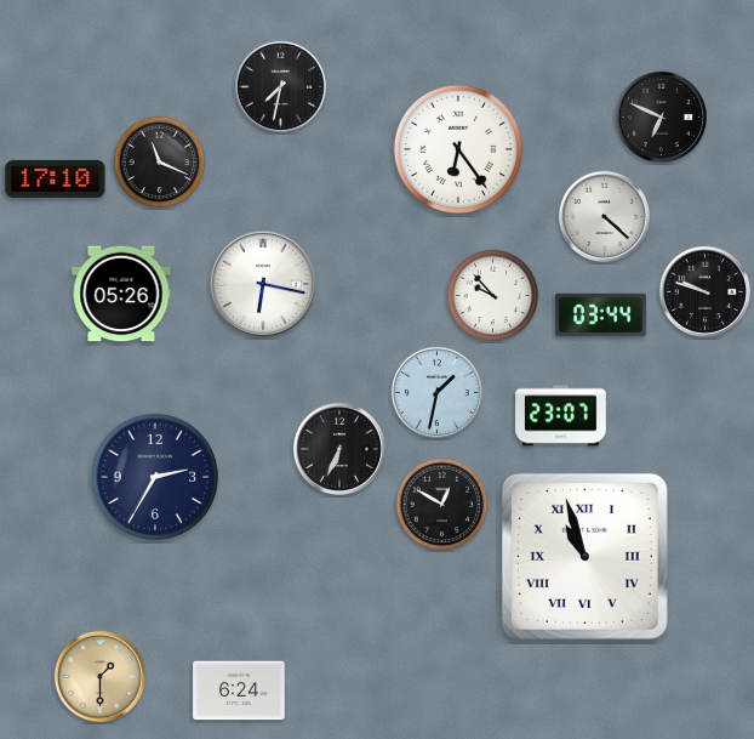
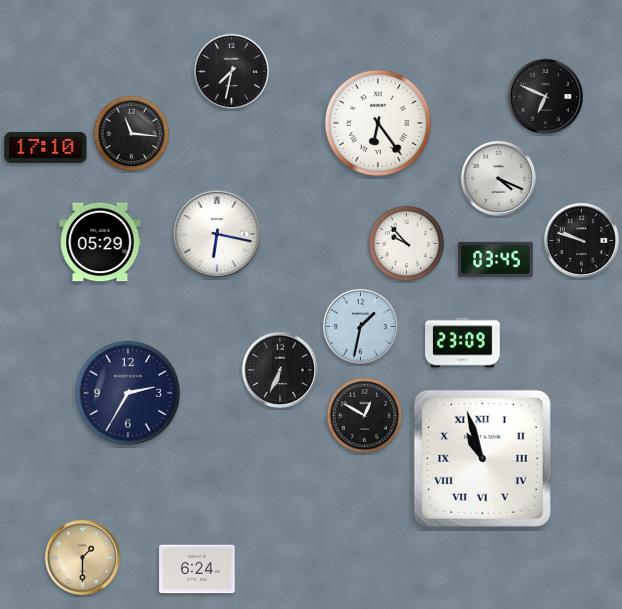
clock at (160, 163): 11:19 -> 11:16
clock at (604, 216): 4:22 -> 4:19
clock at (121, 294): 05:26 -> 05:29
clock at (601, 316): 03:44 -> 03:45
clock at (436, 392) position: (436, 392) -> (360, 326)
clock at (561, 416): 23:07 -> 23:09
